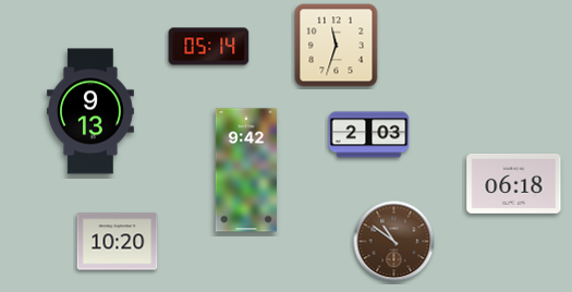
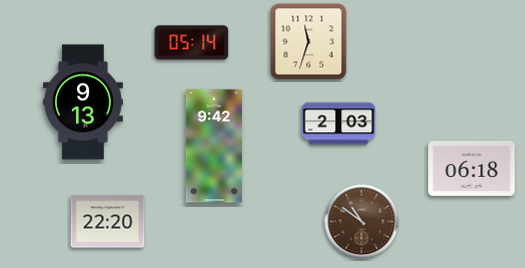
clock at (245, 170) position: (245, 170) -> (213, 146)
clock at (118, 242): 10:20 -> 22:20
